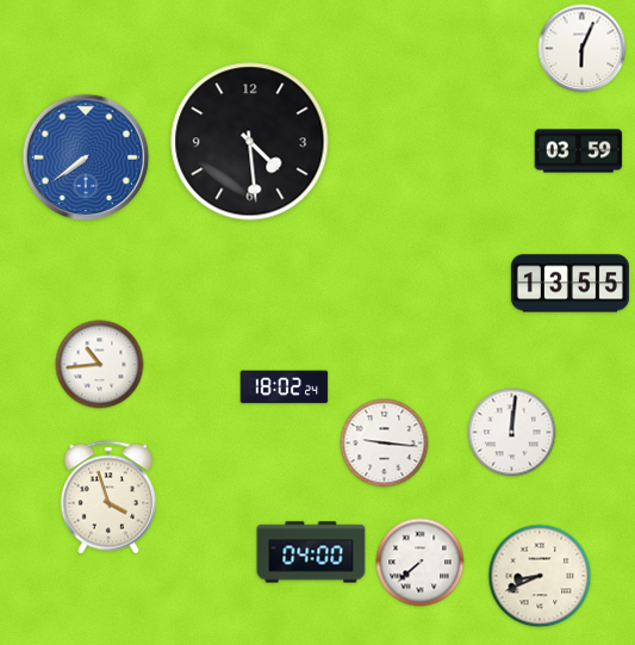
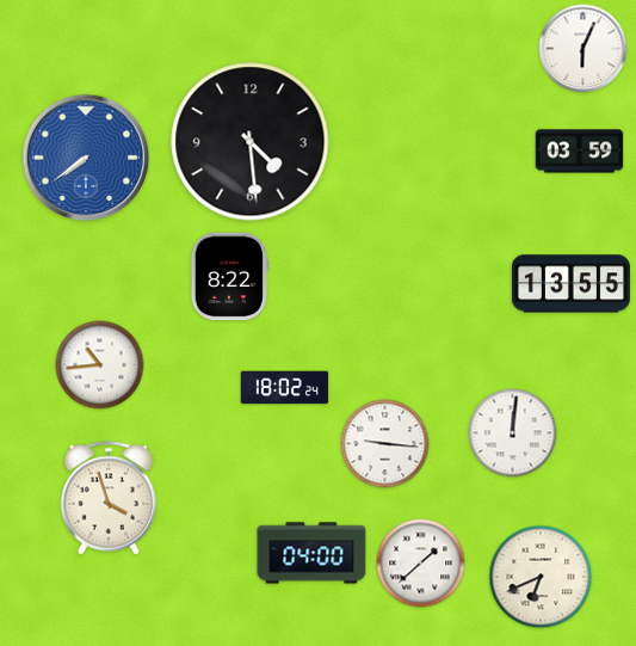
clock at (229, 277): none -> 8:22
clock at (421, 563): 7:38 -> 1:38
clock at (540, 576): 8:41 -> 6:41
